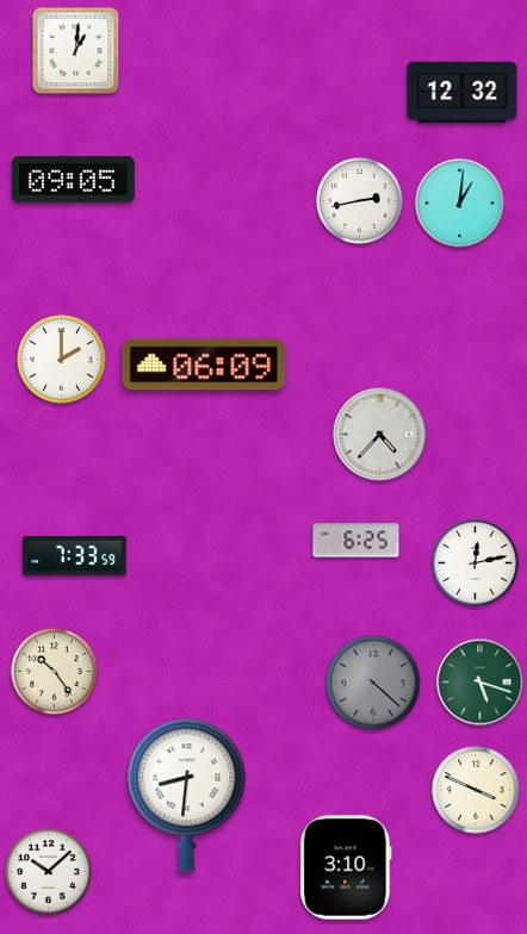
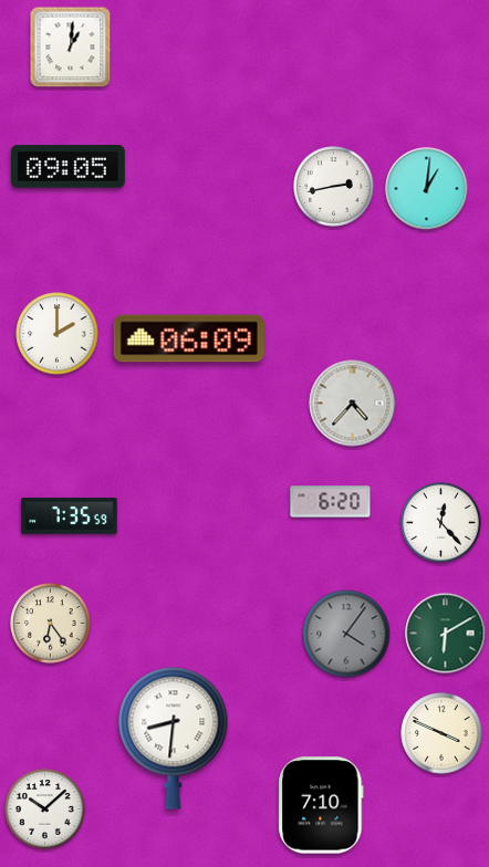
clock at (463, 93): 12:32 -> none
clock at (356, 541): 6:25 -> 6:20
clock at (75, 556): 7:33 -> 7:35
clock at (476, 563): 12:13 -> 12:23
clock at (55, 672): 10:24 -> 6:24
clock at (373, 683): 4:22 -> 4:06
clock at (480, 683): 5:18 -> 6:10
clock at (346, 867): 3:10 -> 7:10
